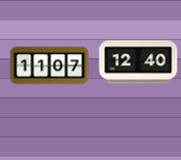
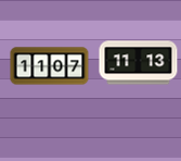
clock at (139, 63): 12:40 -> 11:13
